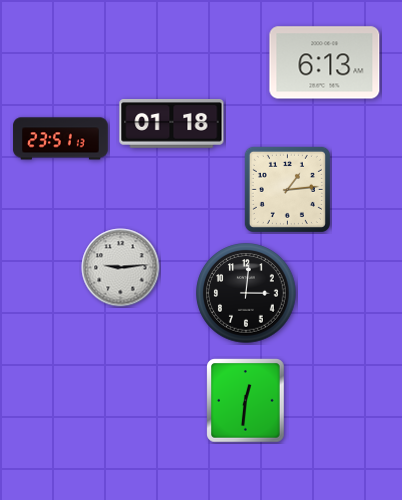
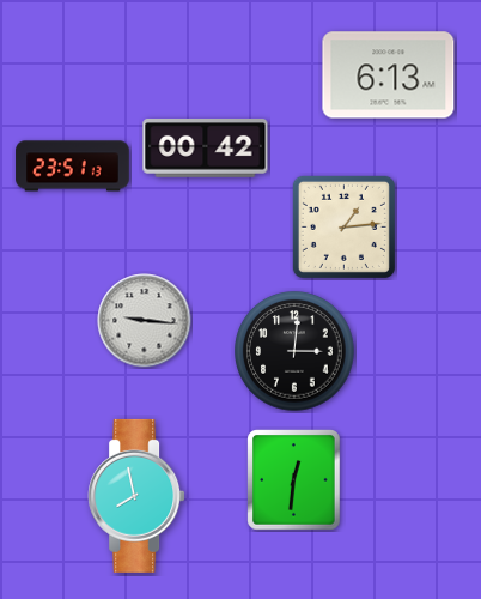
clock at (172, 124): 01:18 -> 00:42
clock at (121, 268): 9:14 -> 9:16
clock at (136, 496): none -> 7:58
